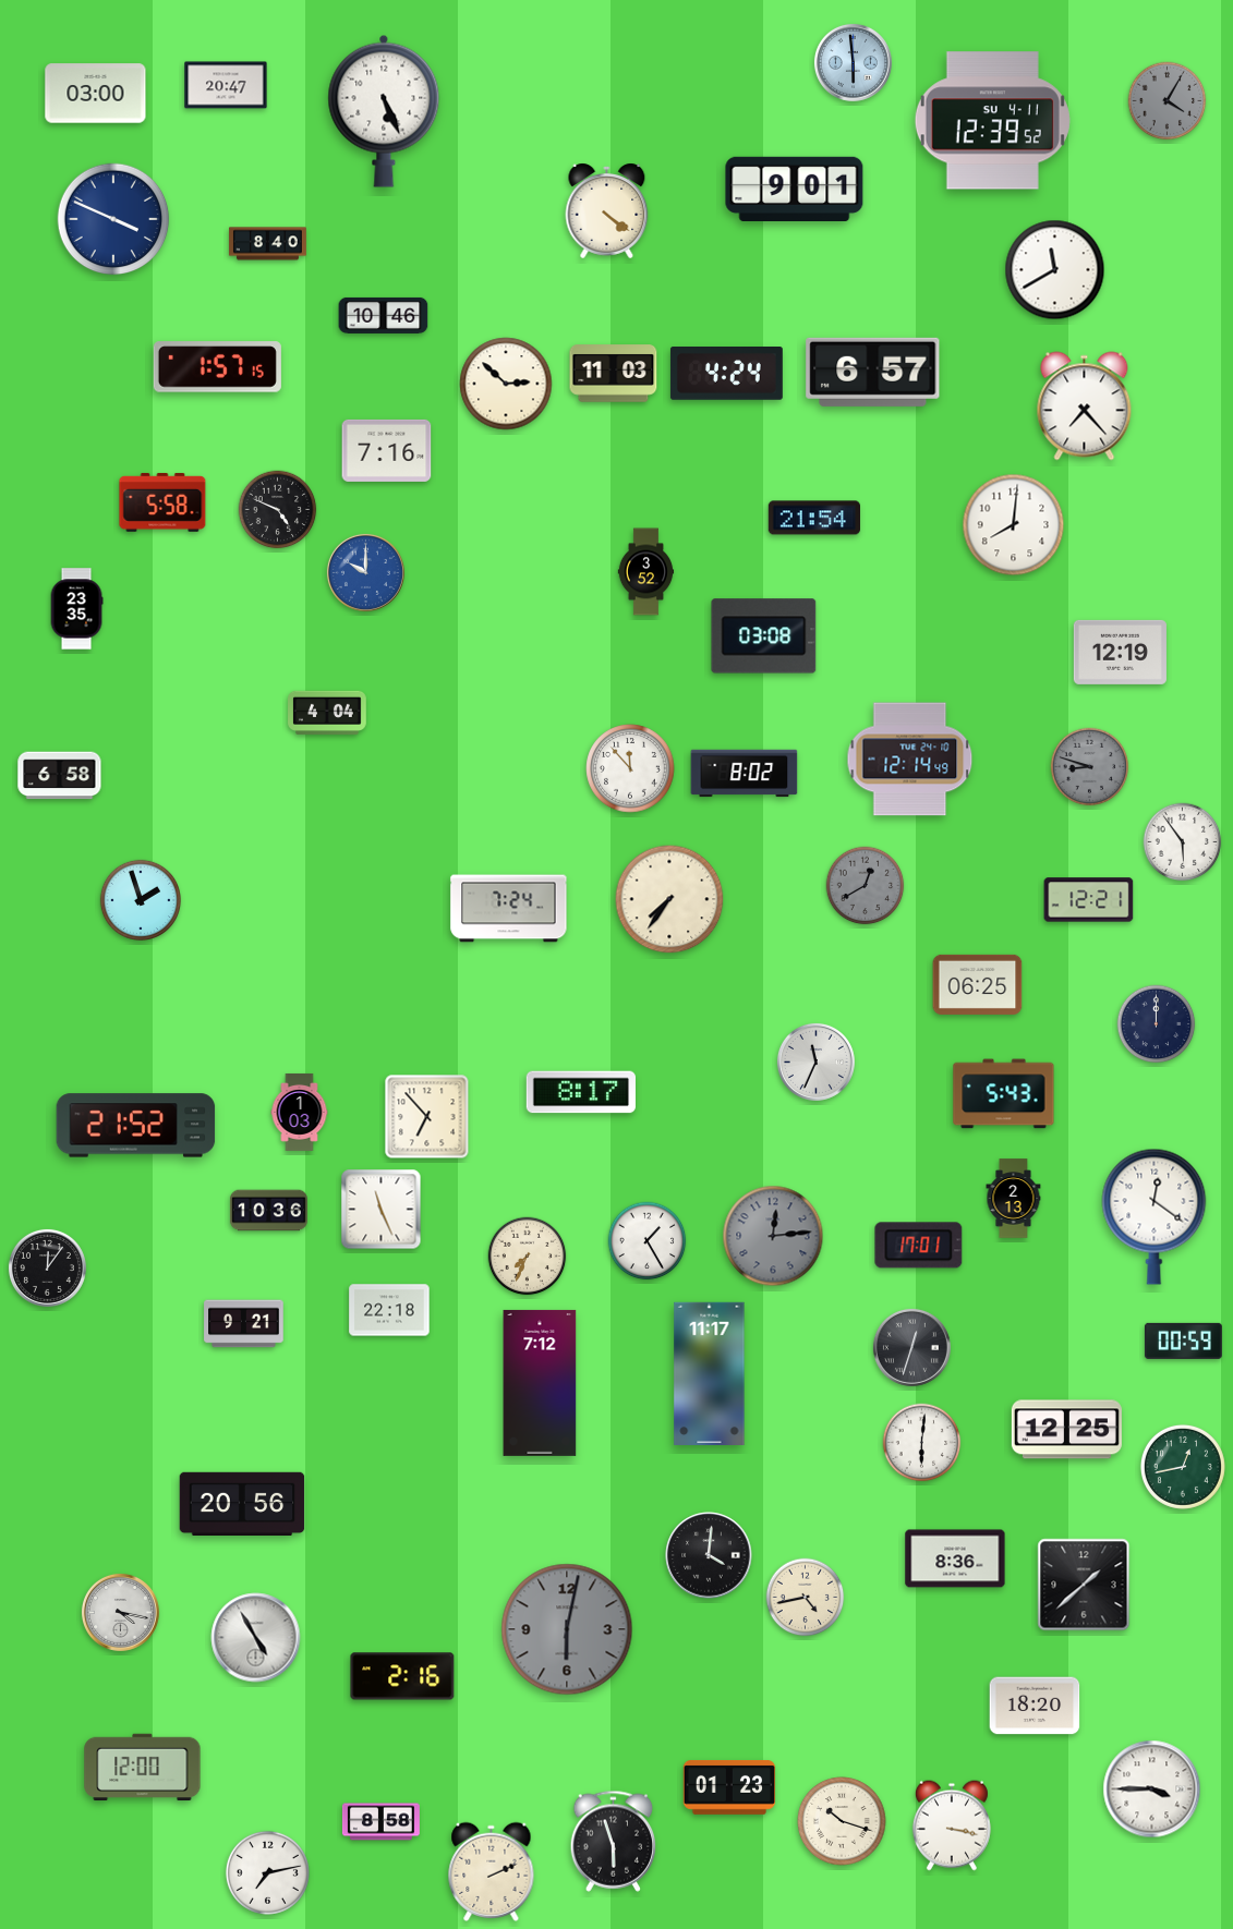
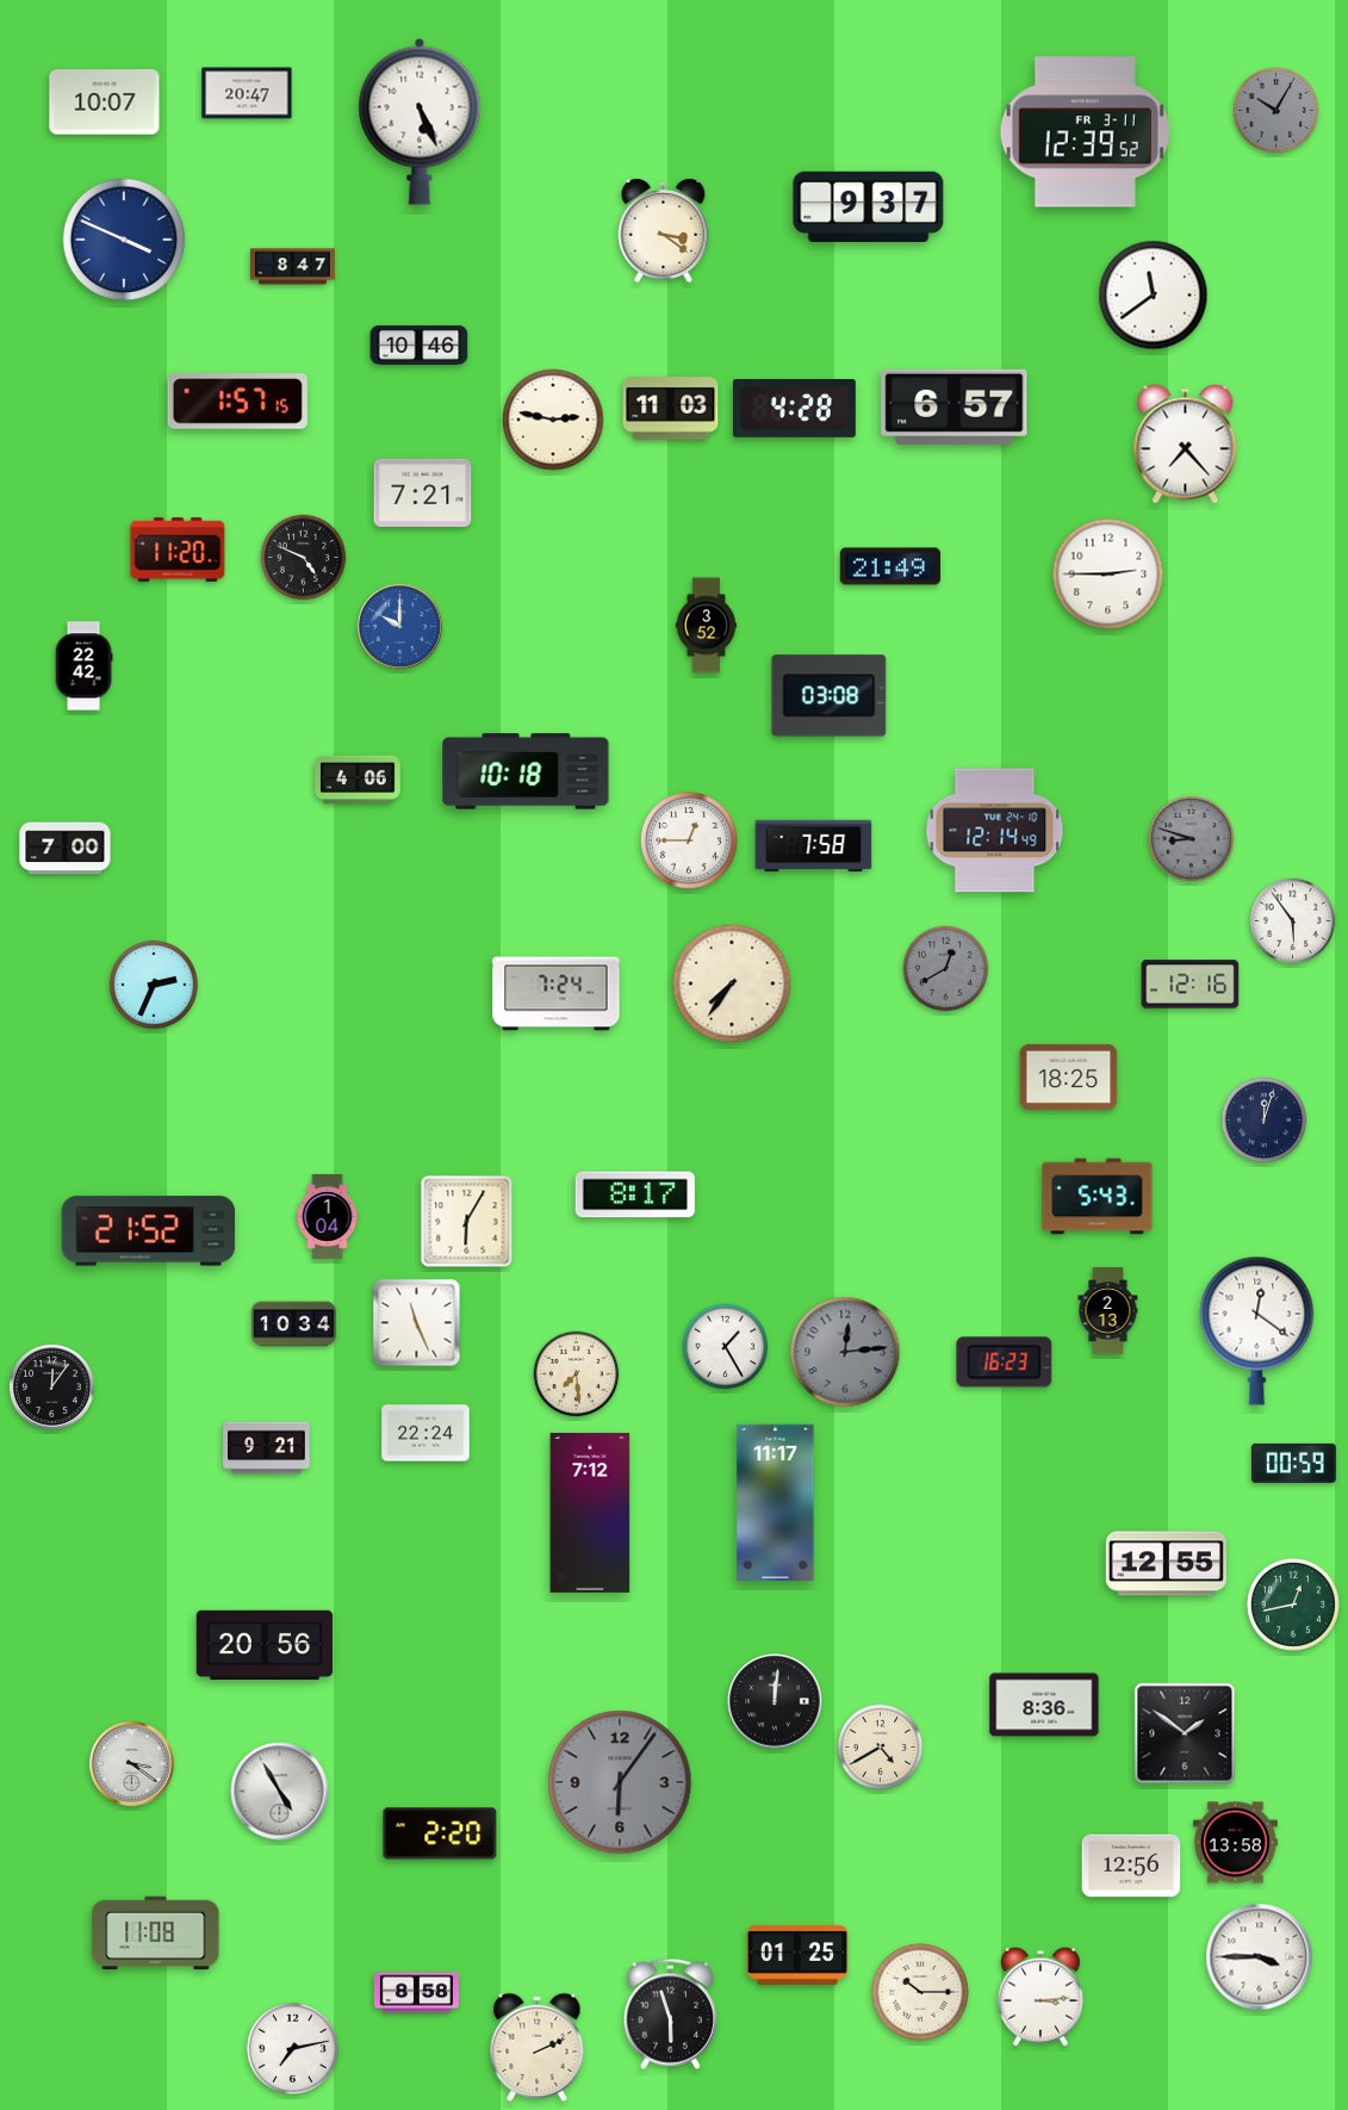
clock at (853, 62): 5:59 -> none
clock at (96, 94): 03:00 -> 10:07
clock at (1168, 101): 4:05 -> 10:05
clock at (992, 121) date: SU 4-11 -> FR 3-11
clock at (795, 189): 9:01 -> 9:37
clock at (607, 210): 4:21 -> 3:21
clock at (267, 244): 8:40 -> 8:47
clock at (1055, 270): 11:40 -> 11:39
clock at (726, 374): 4:24 -> 4:28
clock at (506, 384): 2:52 -> 2:47
clock at (387, 450): 7:16 -> 7:21
clock at (162, 502): 5:58 -> 11:20
clock at (813, 518): 21:54 -> 21:49
clock at (1014, 525): 8:01 -> 2:45
clock at (76, 609): 23:35 -> 22:42
clock at (764, 636) position: (764, 636) -> (830, 696)
clock at (1120, 652): 12:19 -> none
clock at (526, 771): none -> 10:18
clock at (328, 713): 4:04 -> 4:06
clock at (630, 768): 11:53 -> 12:45
clock at (745, 774): 8:02 -> 7:58
clock at (60, 776): 6:58 -> 7:00
clock at (140, 899): 1:57 -> 2:34
clock at (1089, 900): 12:21 -> 12:16
clock at (978, 984): 06:25 -> 18:25
clock at (1157, 1024): 12:00 -> 12:03
clock at (815, 1061): 11:34 -> none
clock at (300, 1112): 1:03 -> 1:04
clock at (427, 1117): 6:53 -> 6:05
clock at (268, 1211): 10:36 -> 10:34
clock at (1155, 1216) position: (1155, 1216) -> (1257, 1330)
clock at (648, 1241) position: (648, 1241) -> (726, 1347)
clock at (919, 1246): 17:01 -> 16:23
clock at (528, 1257): 7:34 -> 7:29
clock at (389, 1310): 22:18 -> 22:24
clock at (1183, 1340) position: (1183, 1340) -> (1293, 1463)
clock at (911, 1347): 12:33 -> none
clock at (1066, 1430): 12:25 -> 12:55
clock at (922, 1443): 6:01 -> none
clock at (709, 1555): 4:01 -> 12:01
clock at (1084, 1585): 1:38 -> 1:51
clock at (806, 1598): 4:43 -> 4:40
clock at (120, 1612): 4:17 -> 3:21
clock at (567, 1629): 6:02 -> 6:06
clock at (402, 1676): 2:16 -> 2:20
clock at (1235, 1843): none -> 13:58
clock at (1035, 1706): 18:20 -> 12:56
clock at (143, 1768): 12:00 -> 11:08
clock at (729, 1788): 01:23 -> 01:25
clock at (842, 1821): 10:18 -> 10:15
clock at (952, 1825): 3:17 -> 3:14
